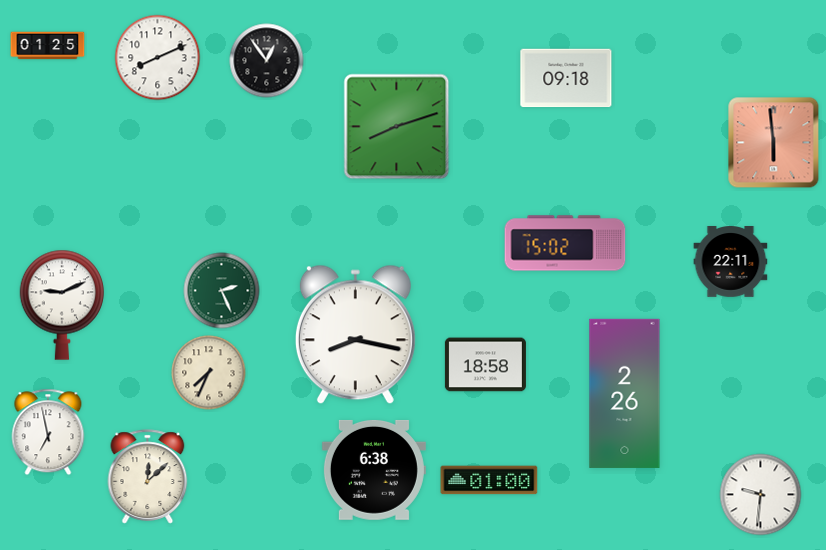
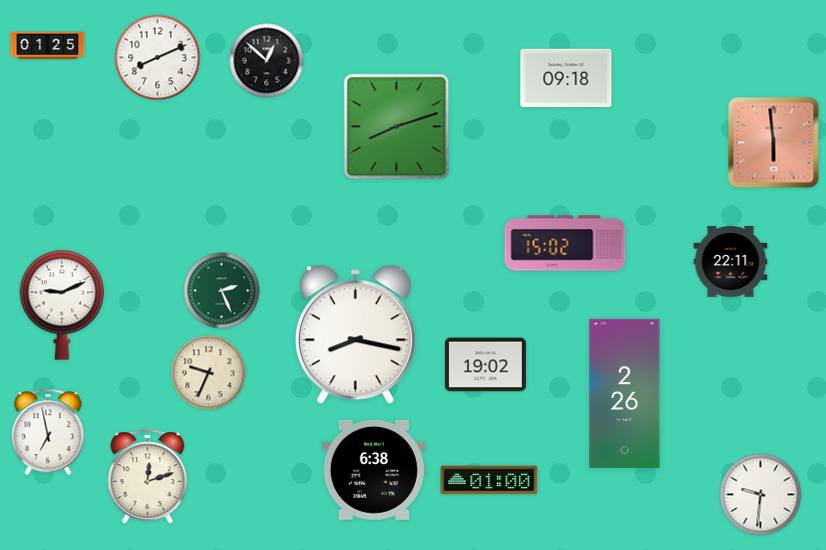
clock at (267, 61): 12:54 -> 12:52
clock at (485, 365): 18:58 -> 19:02
clock at (209, 373): 7:34 -> 9:34
clock at (148, 477): 12:08 -> 12:12
